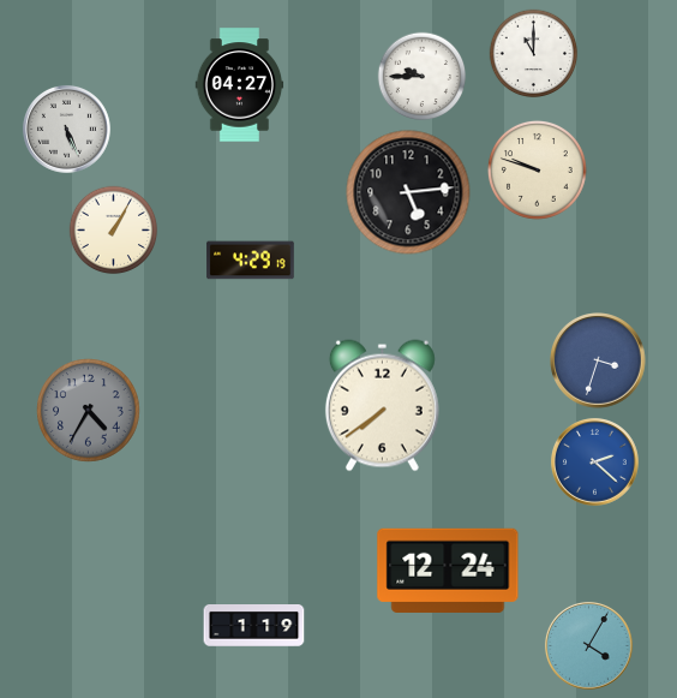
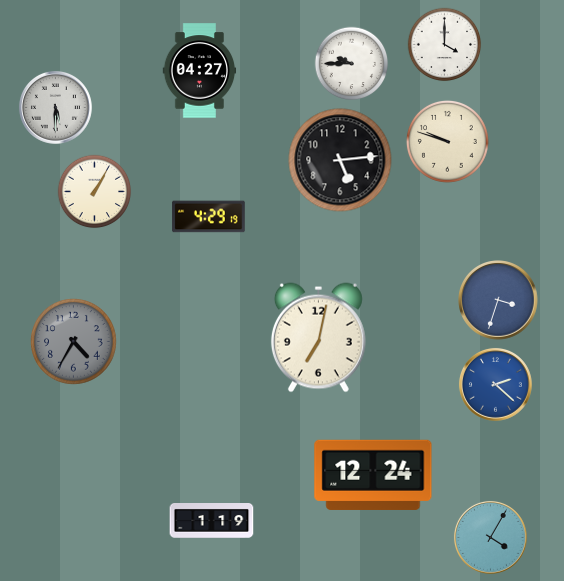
clock at (534, 54): 11:00 -> 4:00
clock at (66, 129): 5:26 -> 5:30
clock at (382, 406): 7:39 -> 7:02
